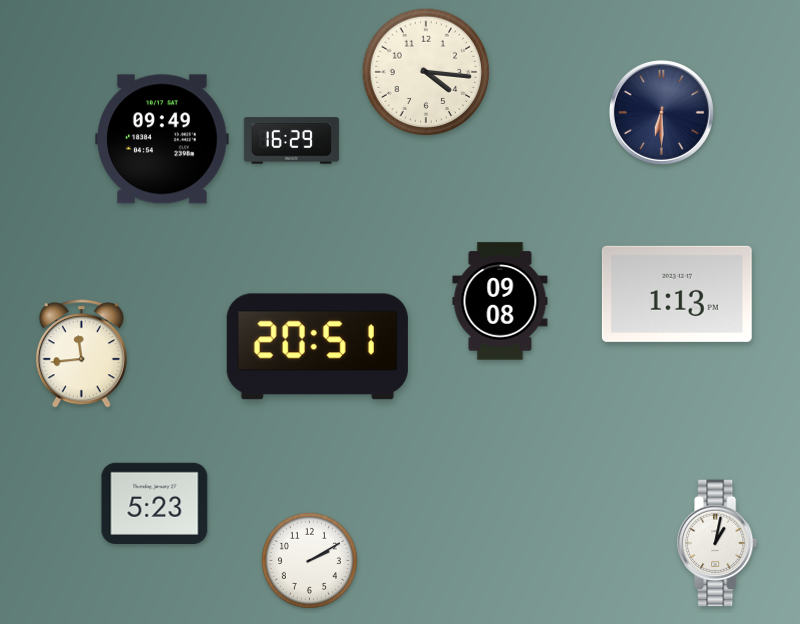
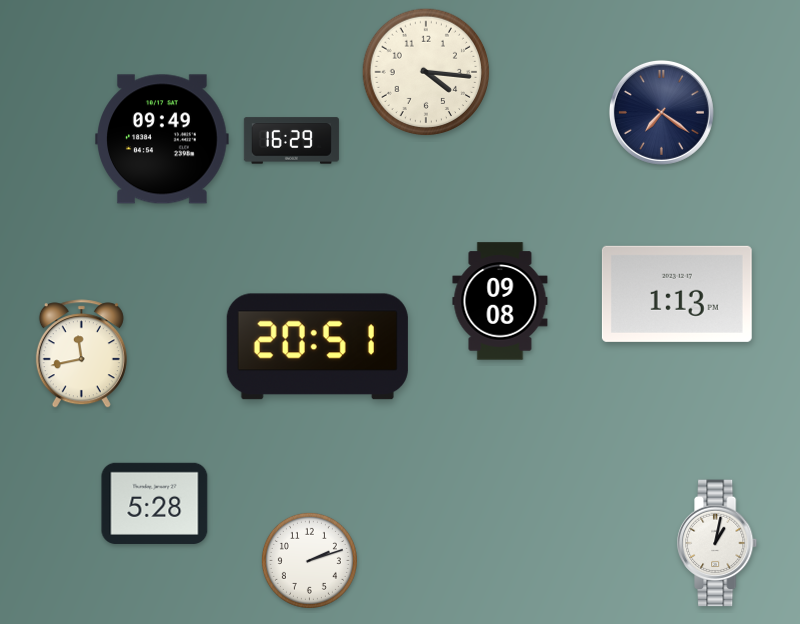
clock at (661, 112): 6:30 -> 7:21
clock at (81, 354): 11:44 -> 11:43
clock at (155, 503): 5:23 -> 5:28
clock at (309, 560): 2:10 -> 2:12
